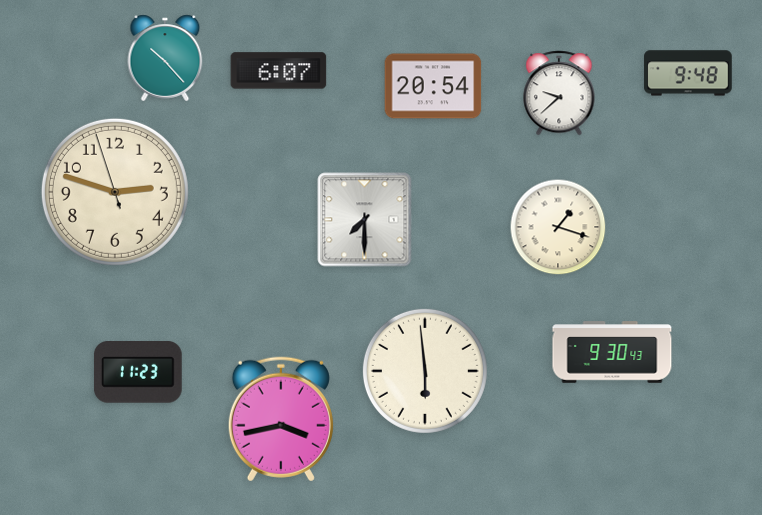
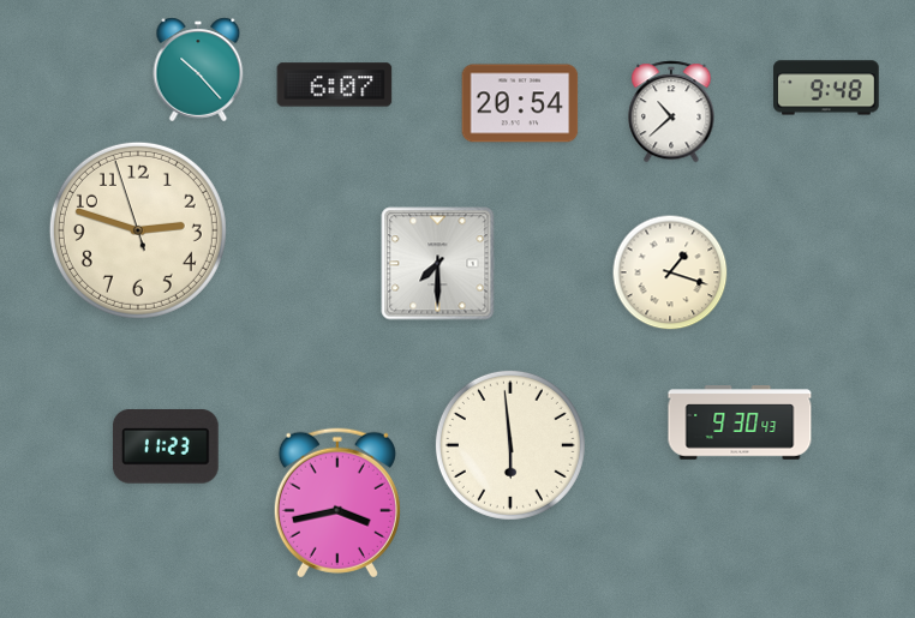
clock at (559, 93): 9:38 -> 10:38
clock at (612, 352) position: (612, 352) -> (740, 422)
